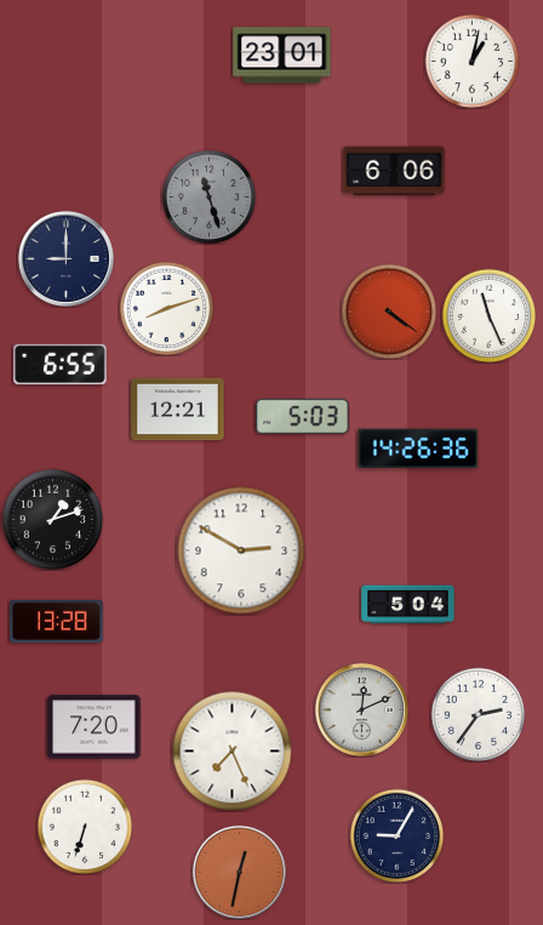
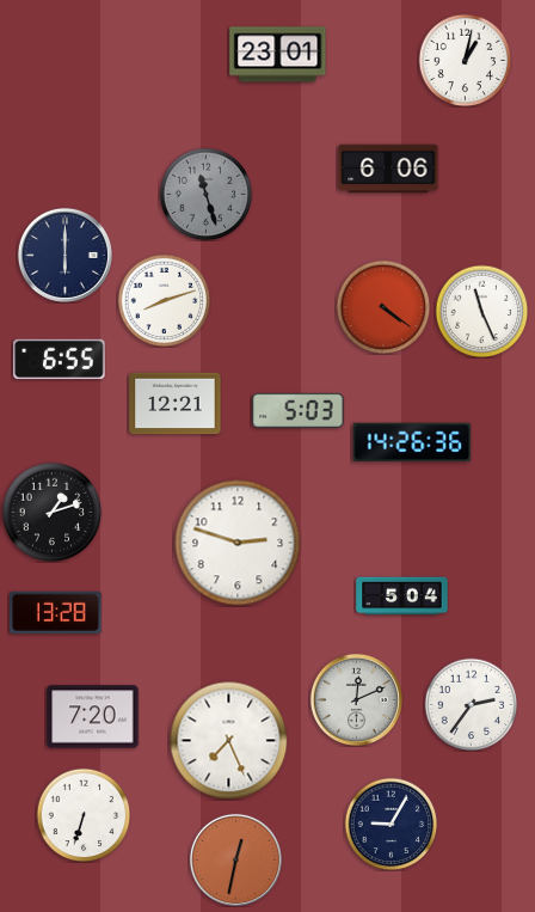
clock at (65, 258): 9:00 -> 6:00
clock at (166, 308) position: (166, 308) -> (164, 300)
clock at (241, 550): 2:50 -> 2:48
